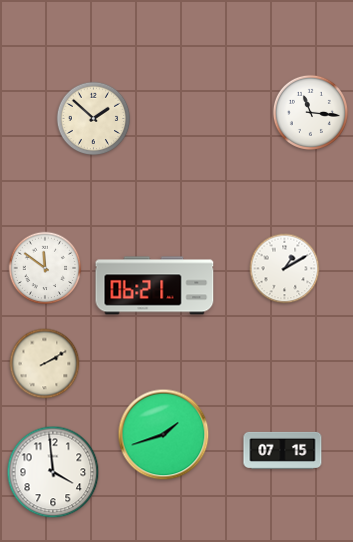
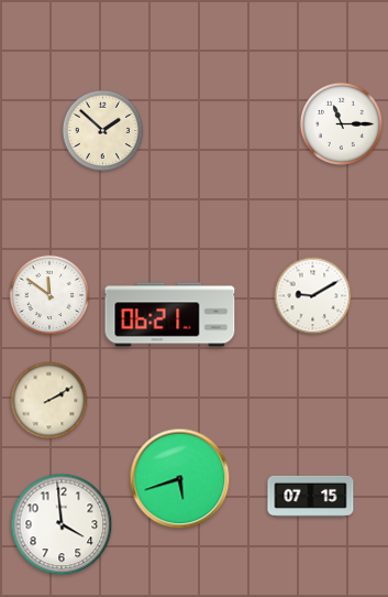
clock at (310, 112): 11:16 -> 11:15
clock at (285, 269): 1:10 -> 9:10
clock at (164, 435): 1:42 -> 5:42
clock at (53, 472) position: (53, 472) -> (62, 524)
